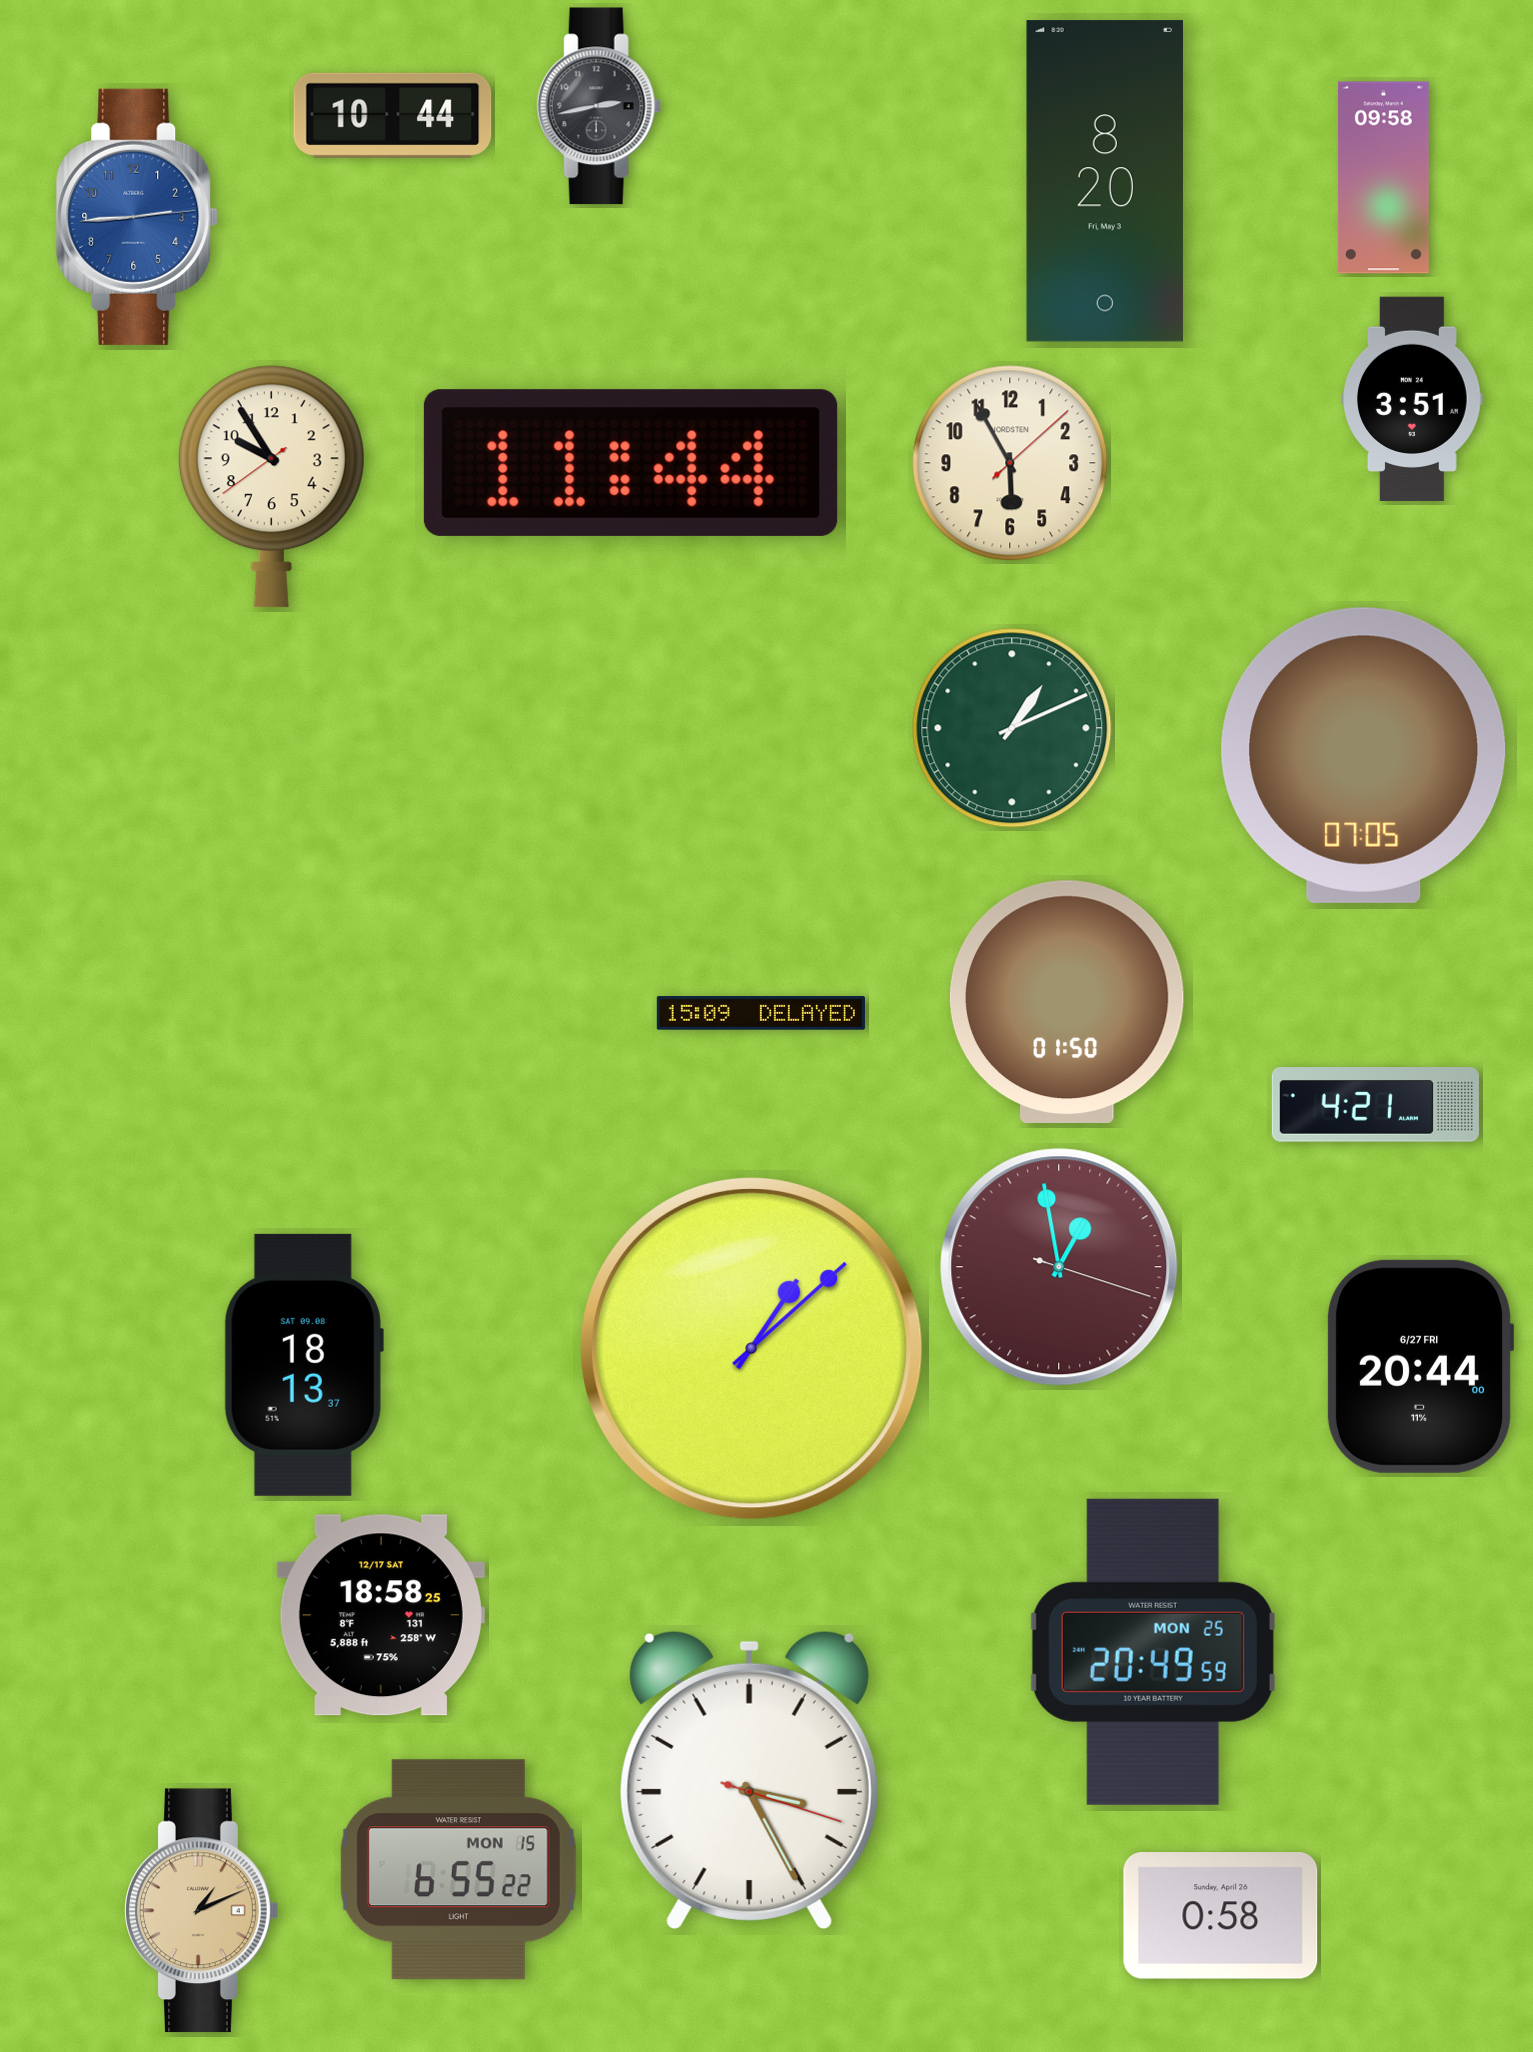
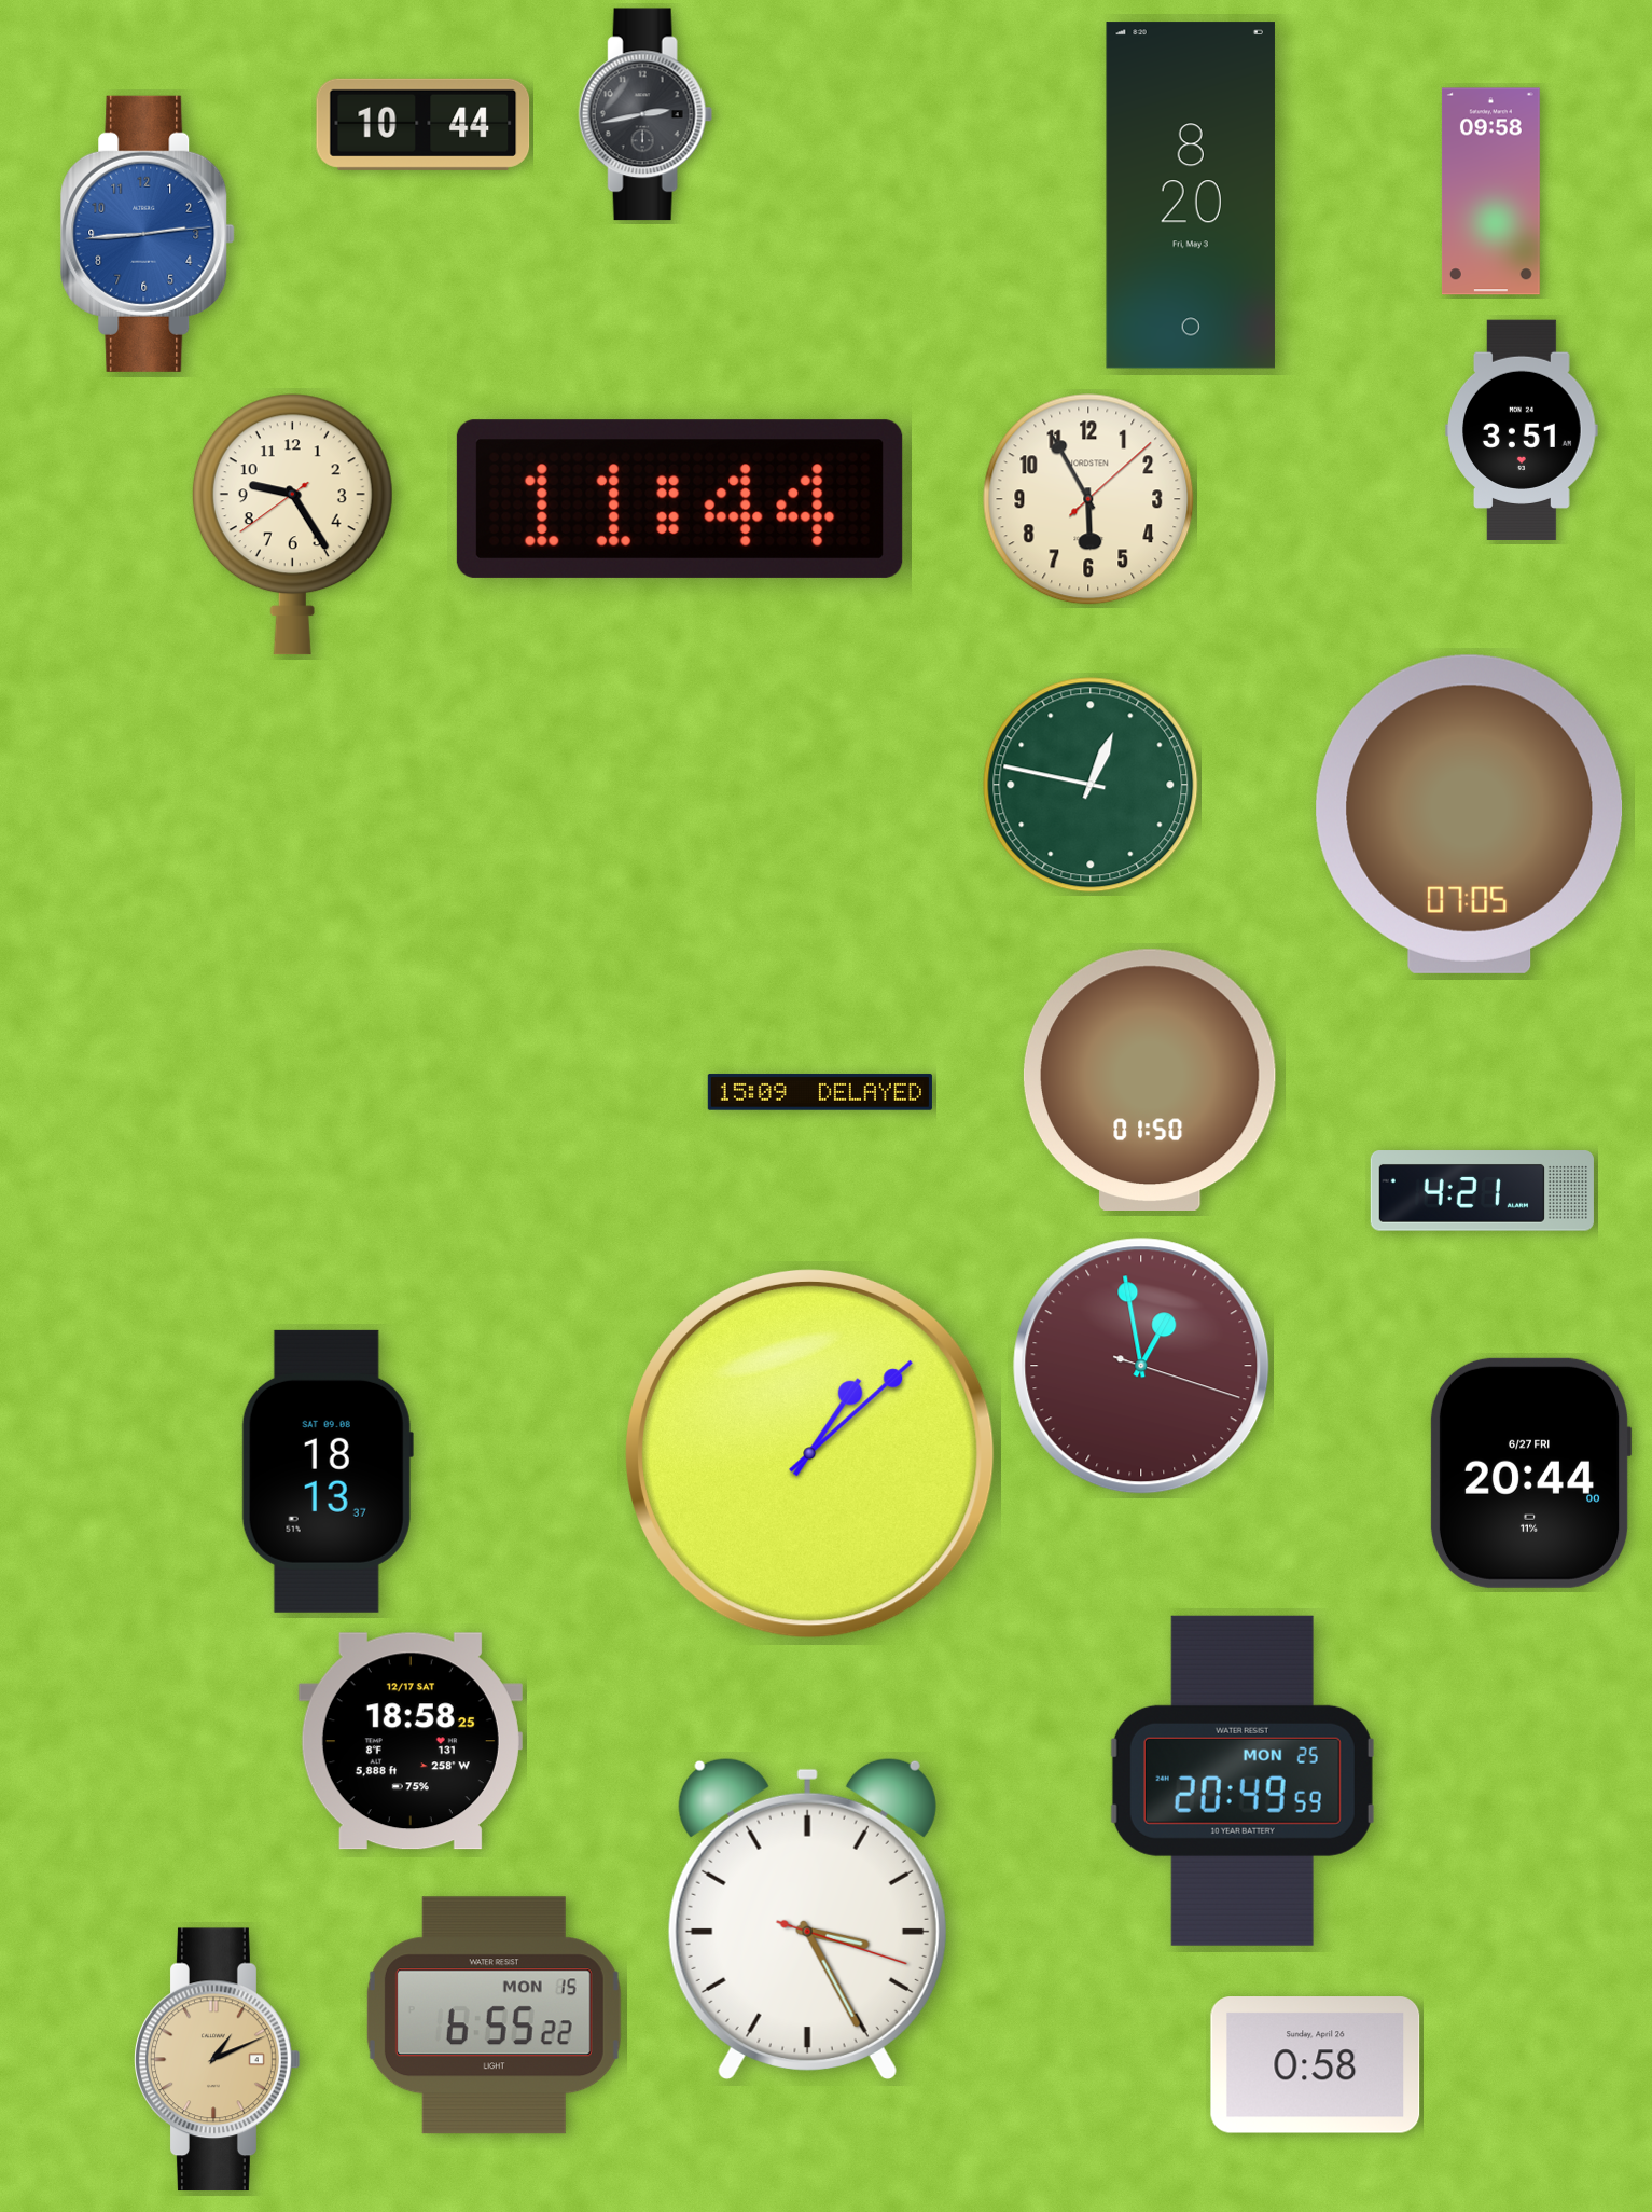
clock at (271, 487): 9:54 -> 9:24
clock at (1012, 728): 1:11 -> 12:47
